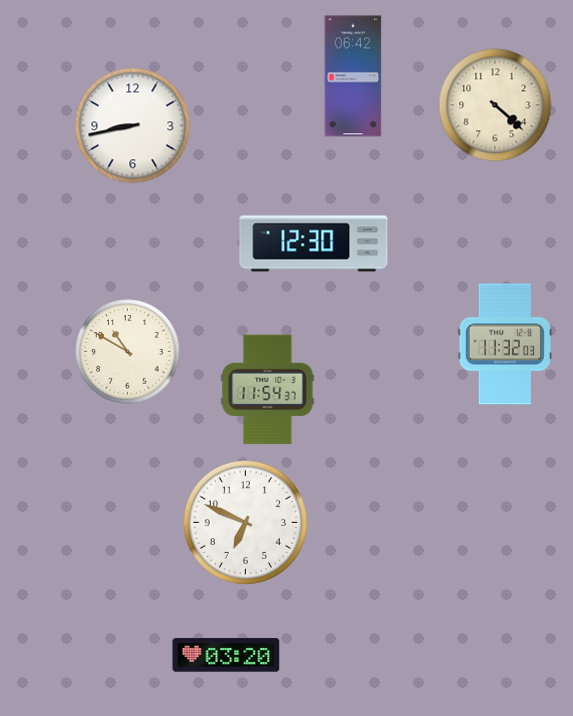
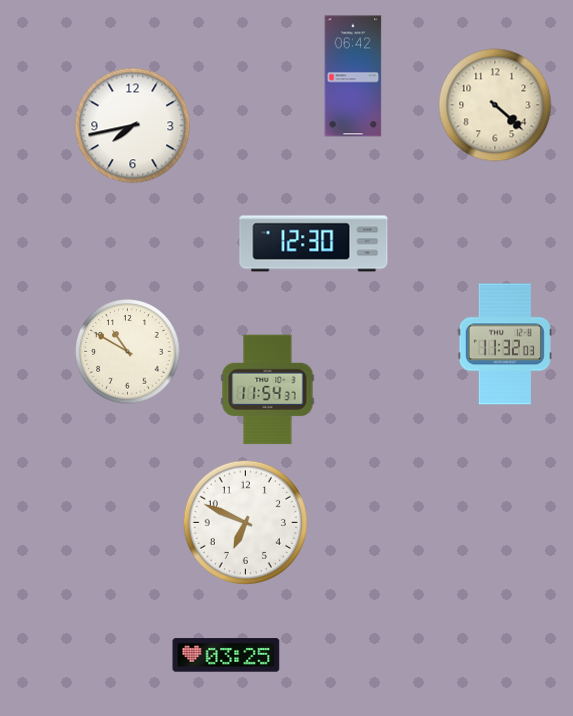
clock at (133, 126): 8:43 -> 7:43
clock at (226, 655): 03:20 -> 03:25
